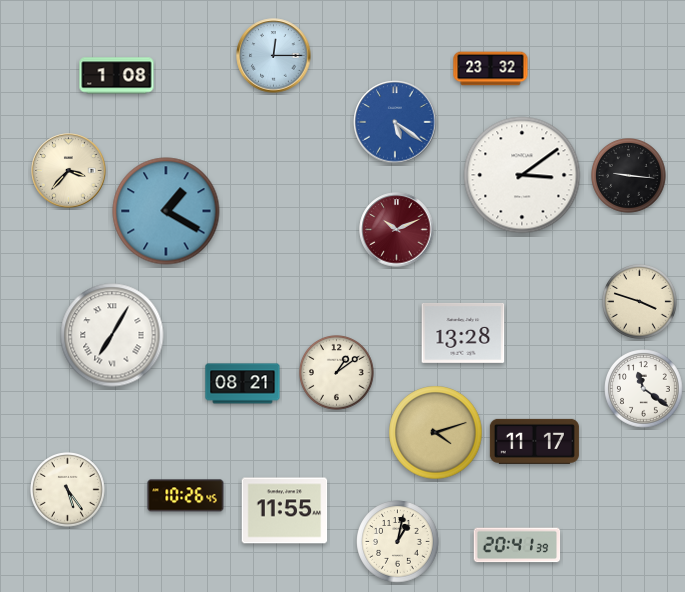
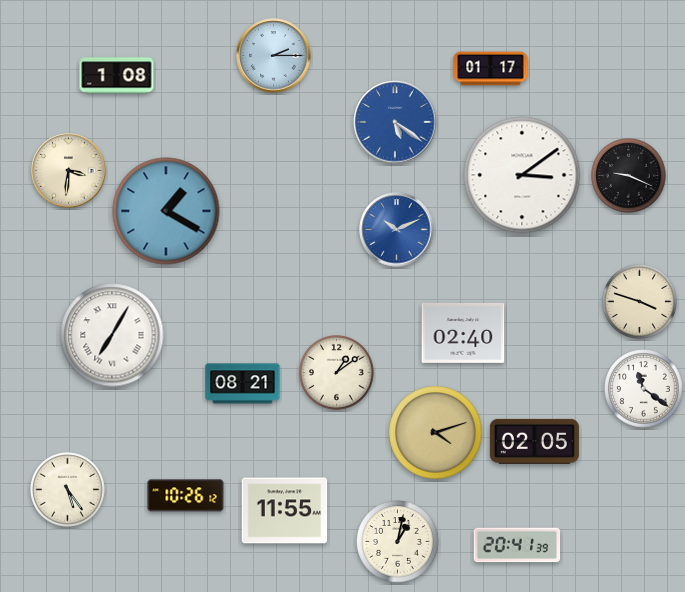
clock at (274, 56): 12:15 -> 2:15
clock at (491, 69): 23:32 -> 01:17
clock at (69, 171): 3:37 -> 3:31
clock at (629, 176): 9:16 -> 9:19
clock at (397, 230) dial: burgundy -> blue
clock at (463, 333): 13:28 -> 02:40
clock at (534, 441): 11:17 -> 02:05
clock at (186, 496): 10:26:45 -> 10:26:12
